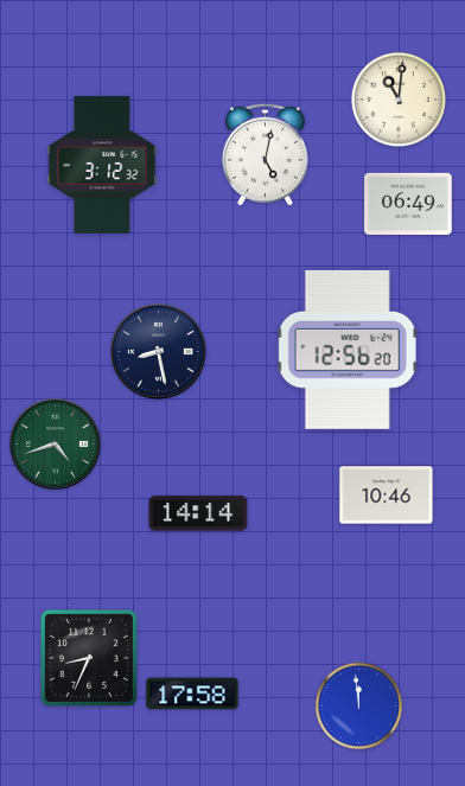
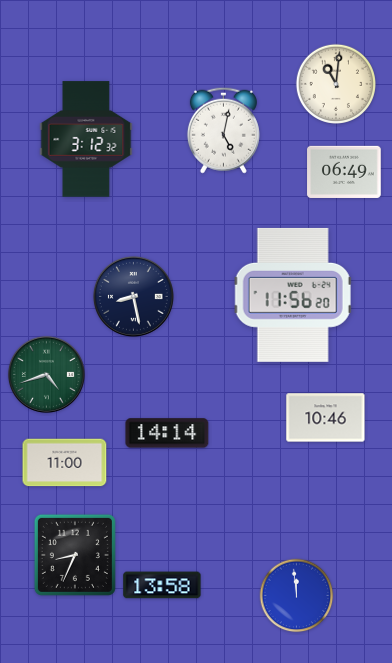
clock at (348, 350): 12:56 -> 11:56
clock at (65, 463): none -> 11:00
clock at (192, 694): 17:58 -> 13:58
clock at (359, 707) position: (359, 707) -> (297, 596)
